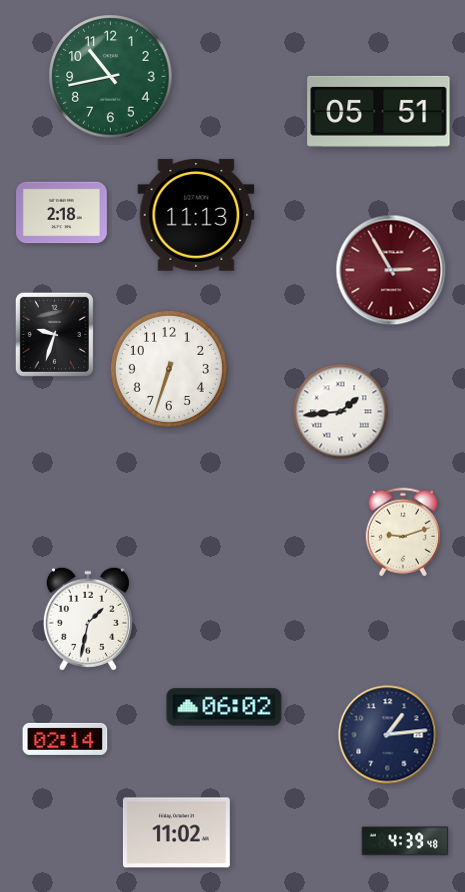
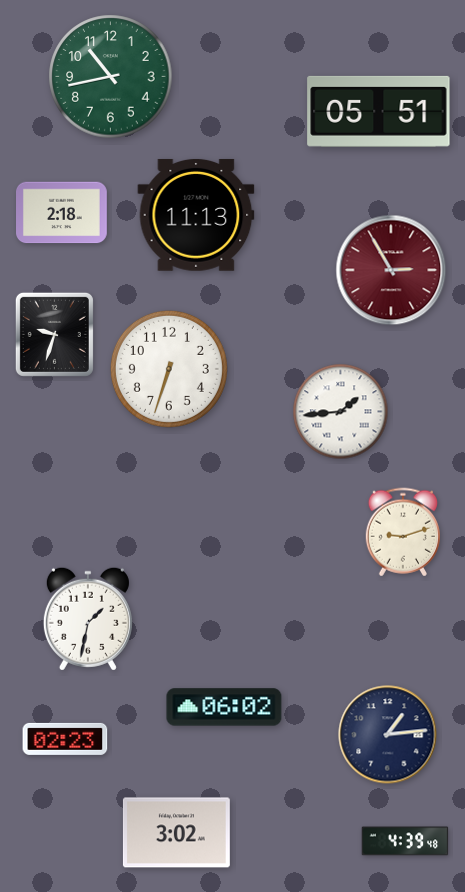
clock at (65, 739): 02:14 -> 02:23
clock at (176, 833): 11:02 -> 3:02
